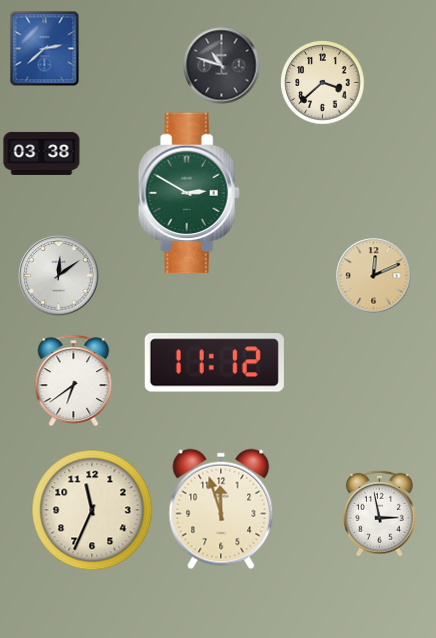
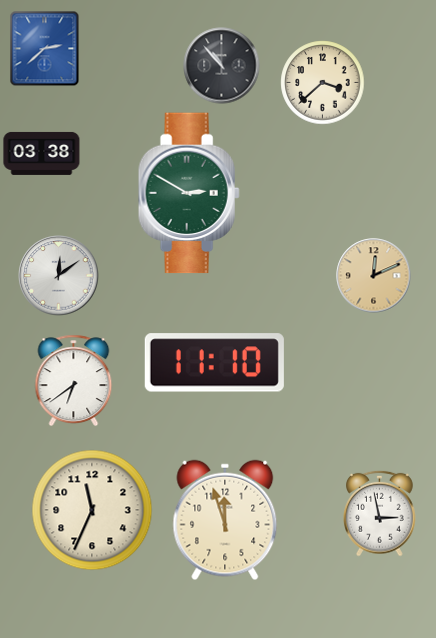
clock at (222, 66): 10:48 -> 10:53
clock at (214, 363): 11:12 -> 11:10
clock at (221, 509) position: (221, 509) -> (225, 520)
